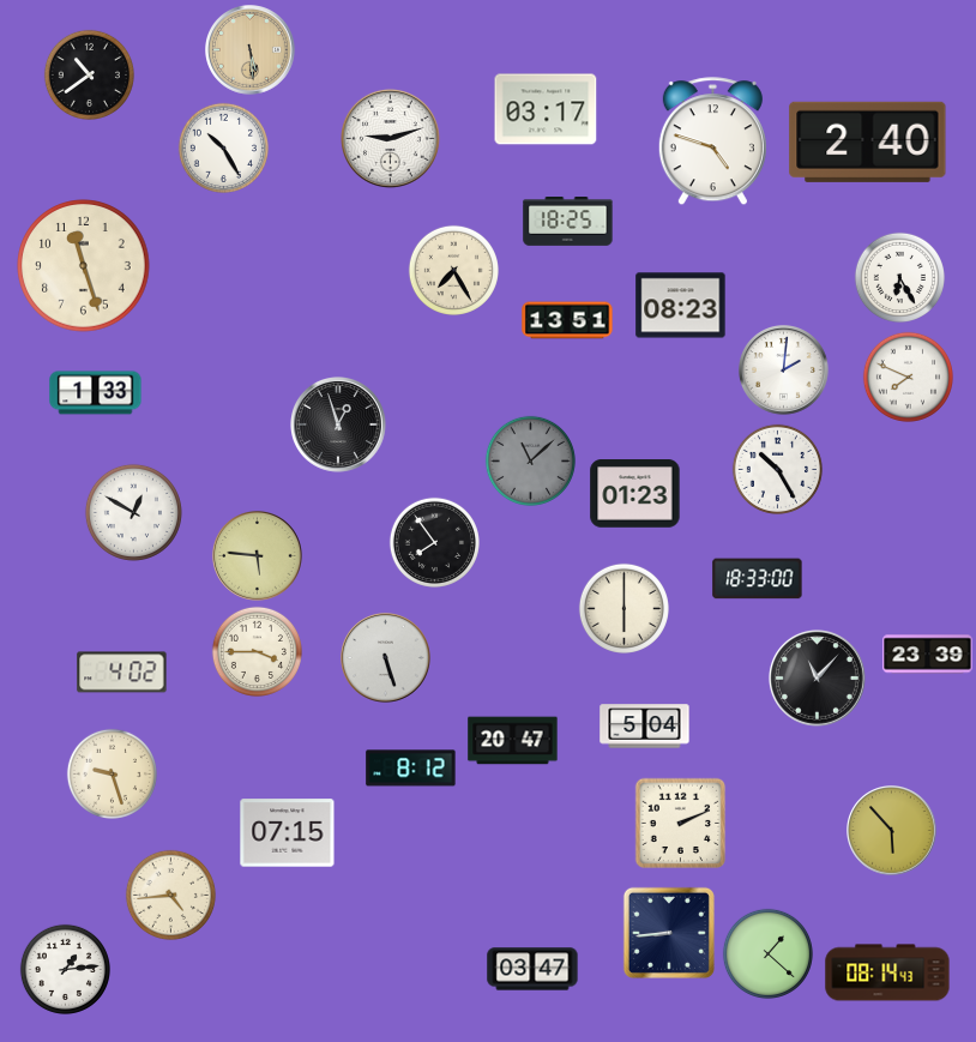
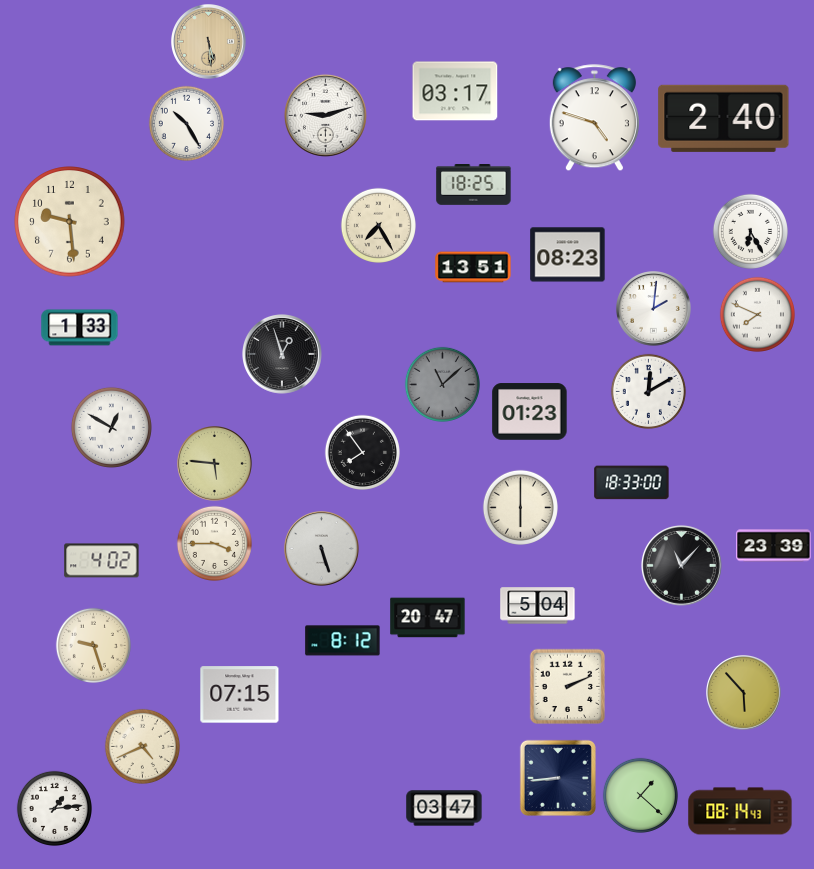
clock at (89, 74): 10:39 -> none
clock at (84, 266): 11:27 -> 9:29
clock at (777, 469): 10:25 -> 12:10
clock at (170, 895): 4:44 -> 4:41
